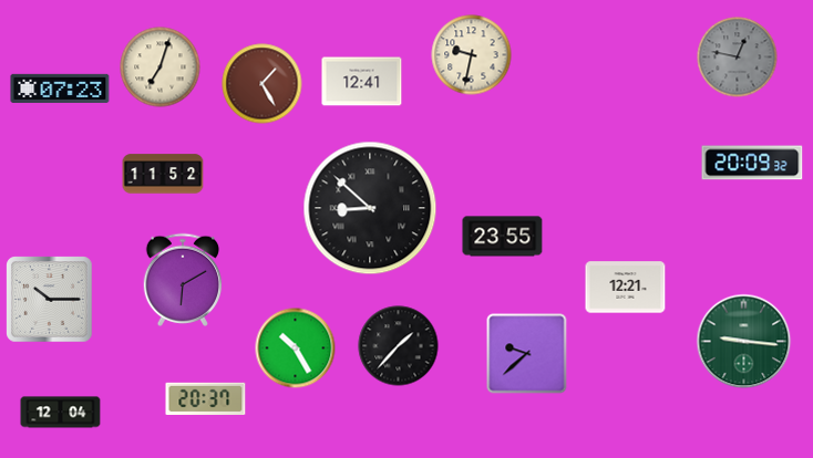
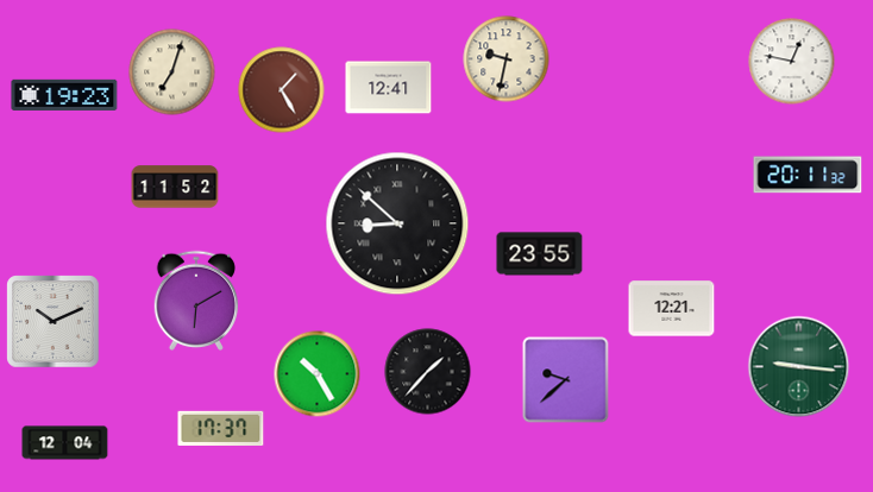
clock at (738, 58) dial: grey -> white
clock at (60, 89): 07:23 -> 19:23
clock at (752, 163): 20:09 -> 20:11
clock at (50, 300): 10:15 -> 10:11
clock at (206, 398): 20:37 -> 17:37
